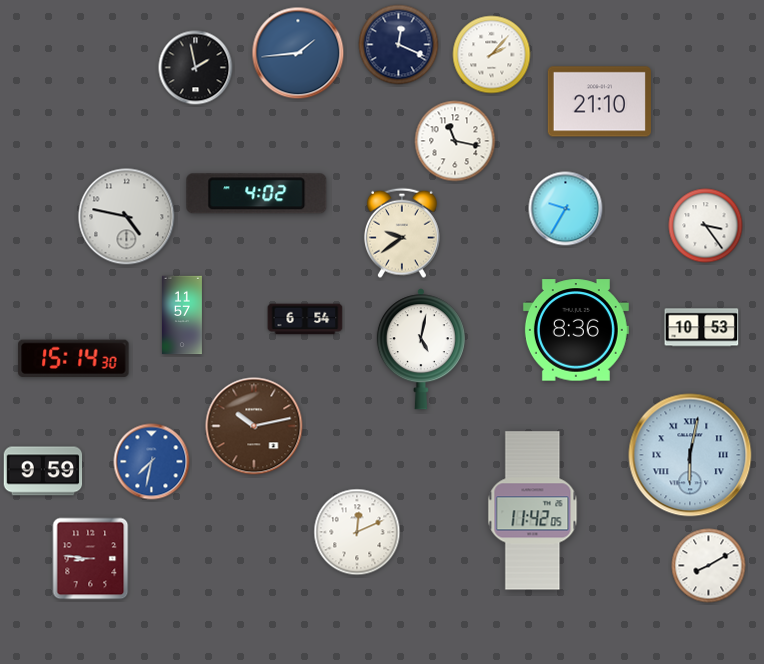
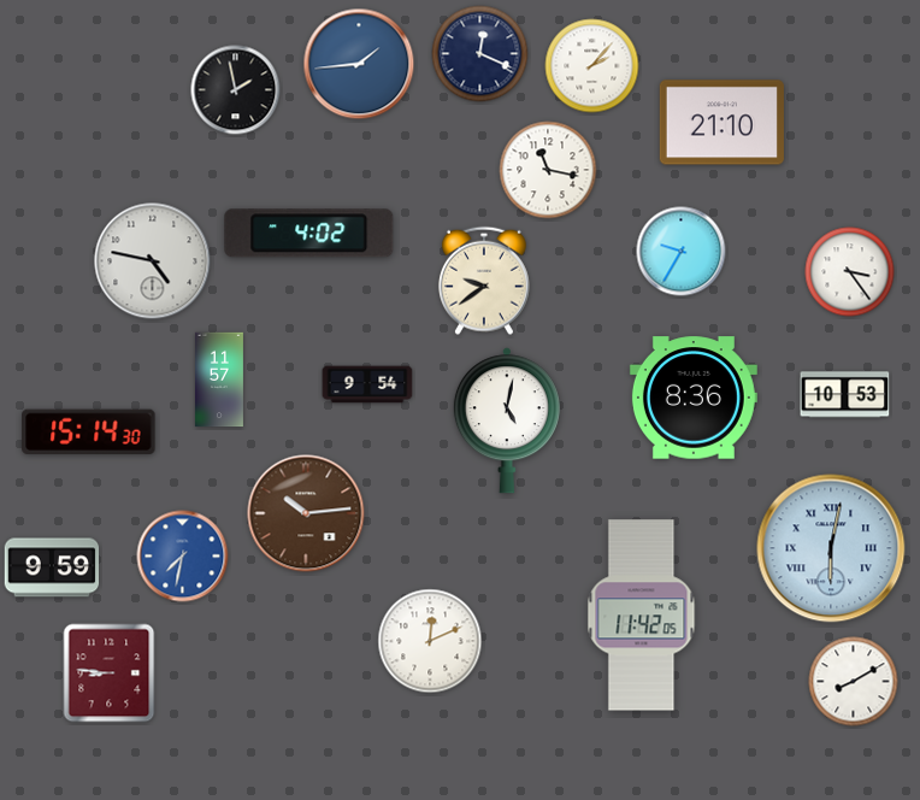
clock at (196, 68) position: (196, 68) -> (236, 90)
clock at (305, 319): 6:54 -> 9:54
clock at (254, 426): 10:13 -> 10:14
